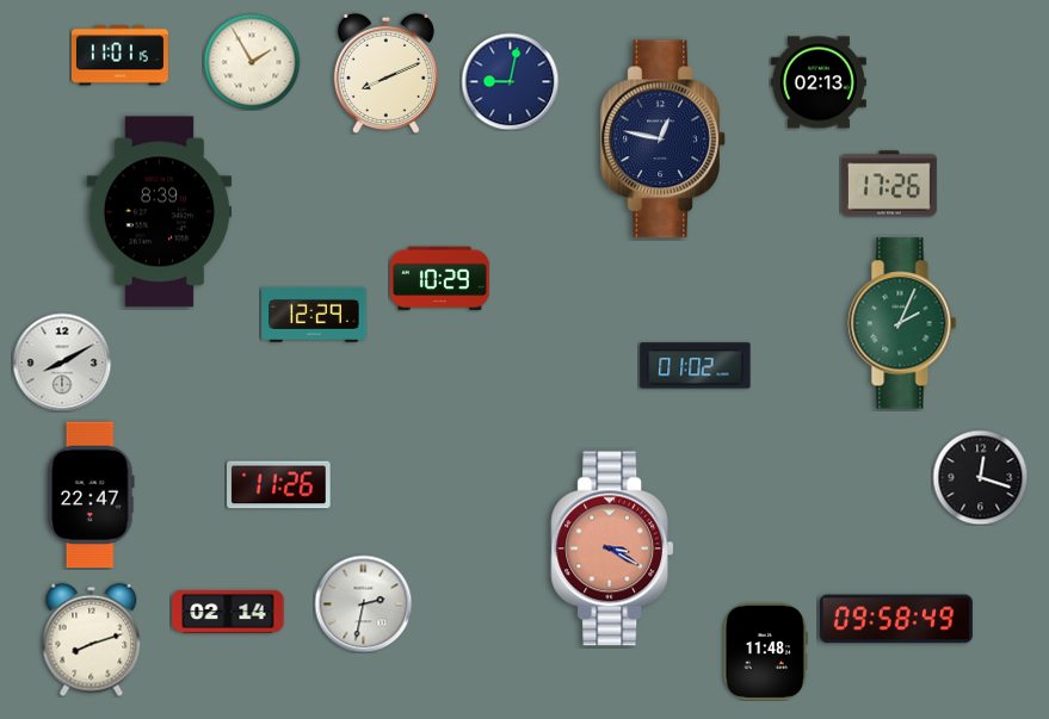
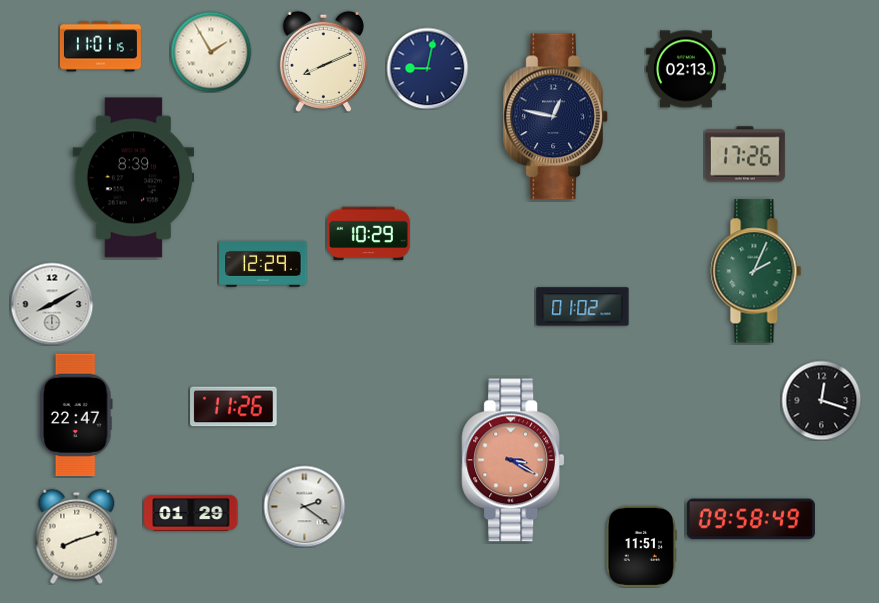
clock at (363, 603): 2:32 -> 2:21
clock at (228, 612): 02:14 -> 01:29
clock at (765, 651): 11:48 -> 11:51
